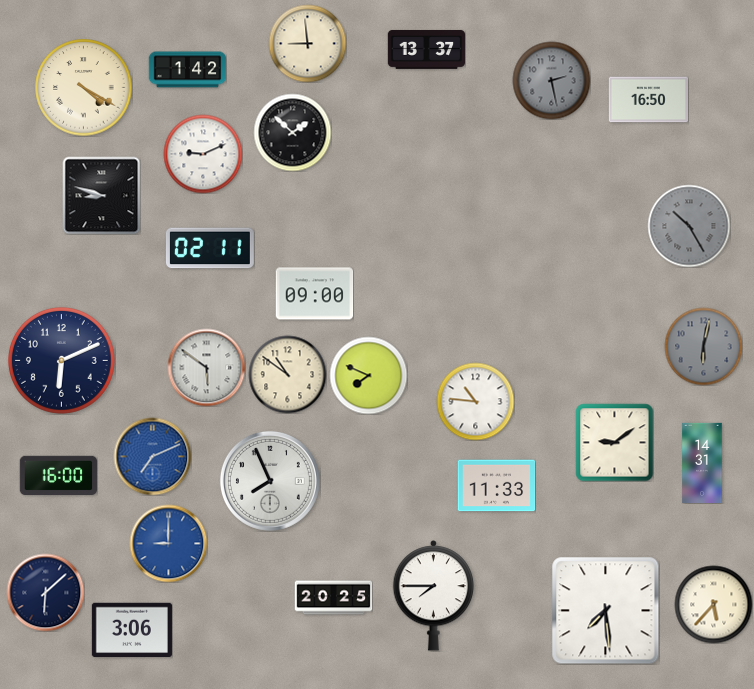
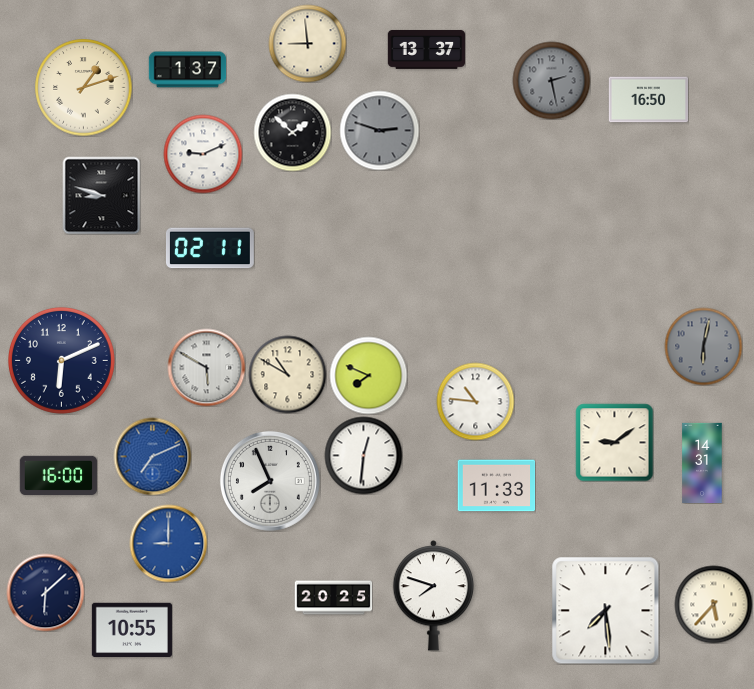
clock at (187, 70): 1:42 -> 1:37
clock at (84, 88): 4:20 -> 1:12
clock at (379, 130): none -> 2:48
clock at (689, 226): 10:25 -> none
clock at (314, 294): 09:00 -> none
clock at (206, 367): 5:51 -> 5:50
clock at (287, 374): 10:51 -> 10:50
clock at (363, 455): none -> 12:31
clock at (434, 596): 7:45 -> 7:48
clock at (132, 630): 3:06 -> 10:55
